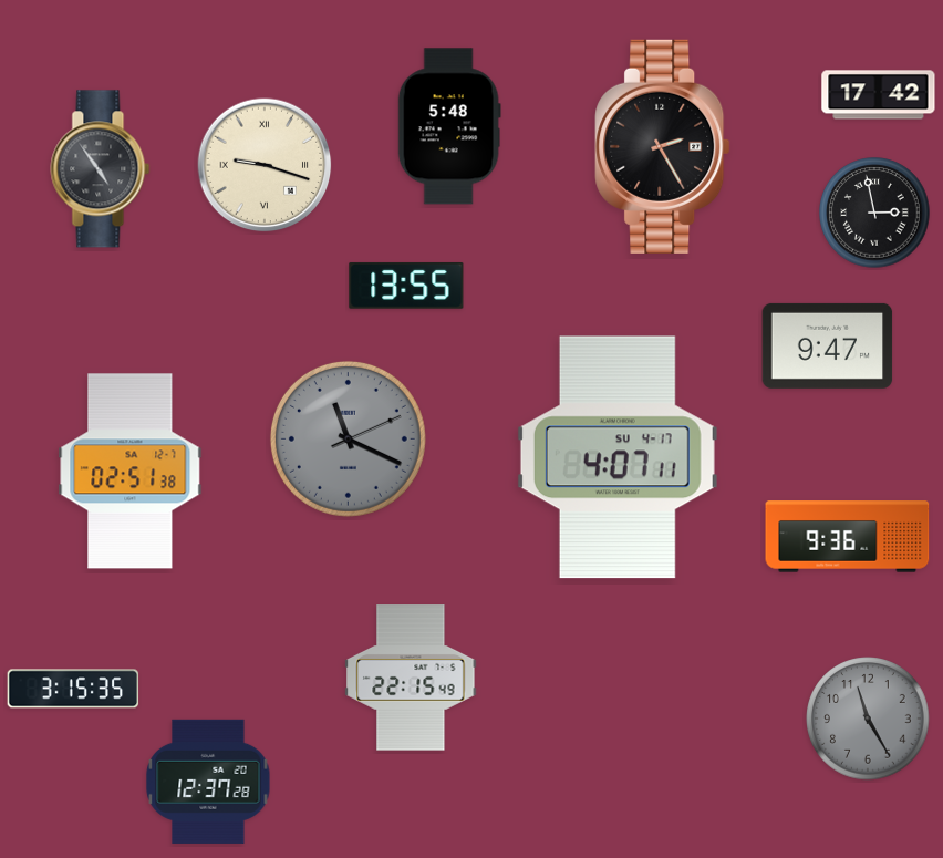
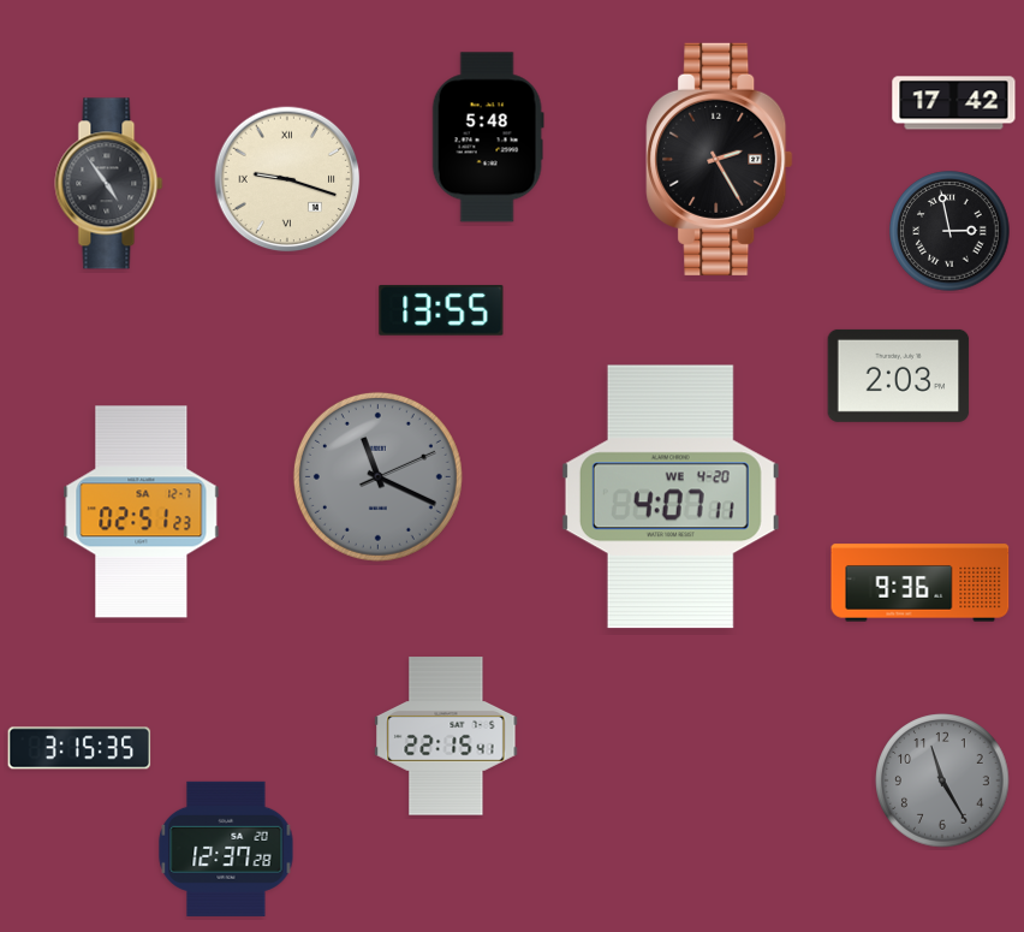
clock at (828, 345): 9:47 -> 2:03
clock at (618, 457) date: SU 4-17 -> WE 4-20
clock at (131, 472): 02:51:38 -> 02:51:23
clock at (411, 678): 22:15:49 -> 22:15:41
